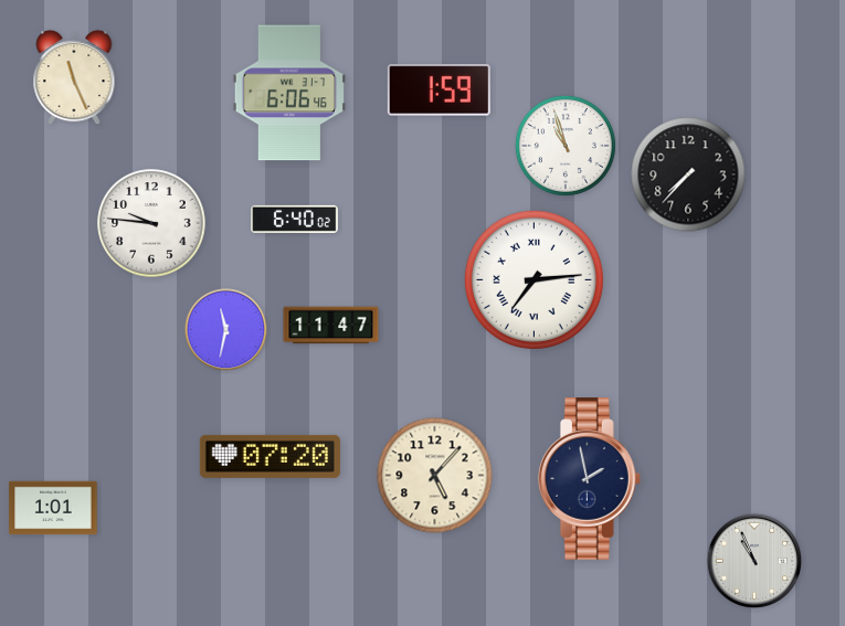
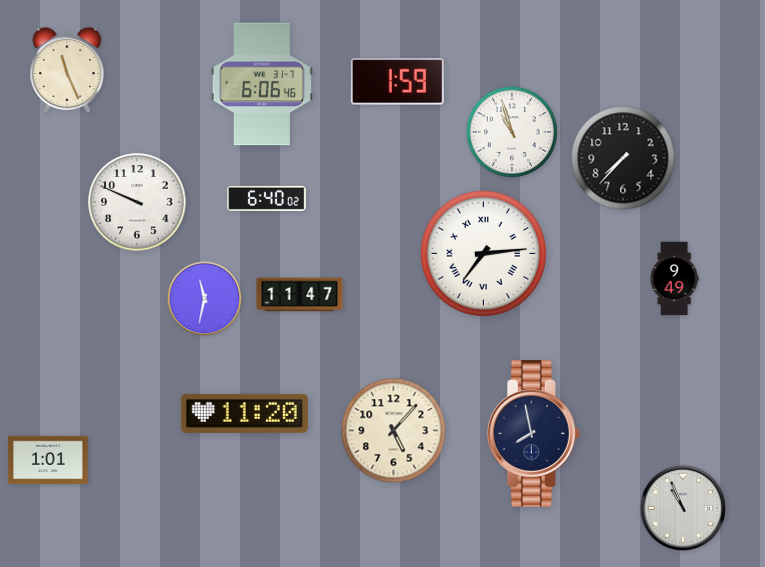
clock at (151, 223): 9:46 -> 9:49
clock at (674, 279): none -> 9:49
clock at (270, 456): 07:20 -> 11:20
clock at (589, 479): 1:58 -> 7:58
